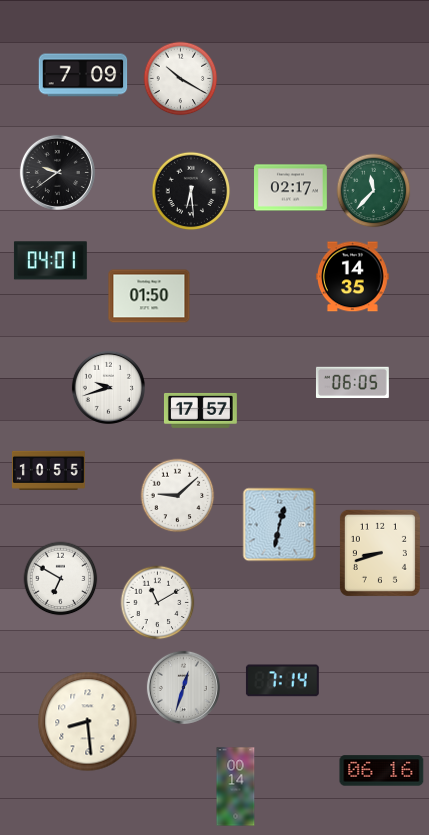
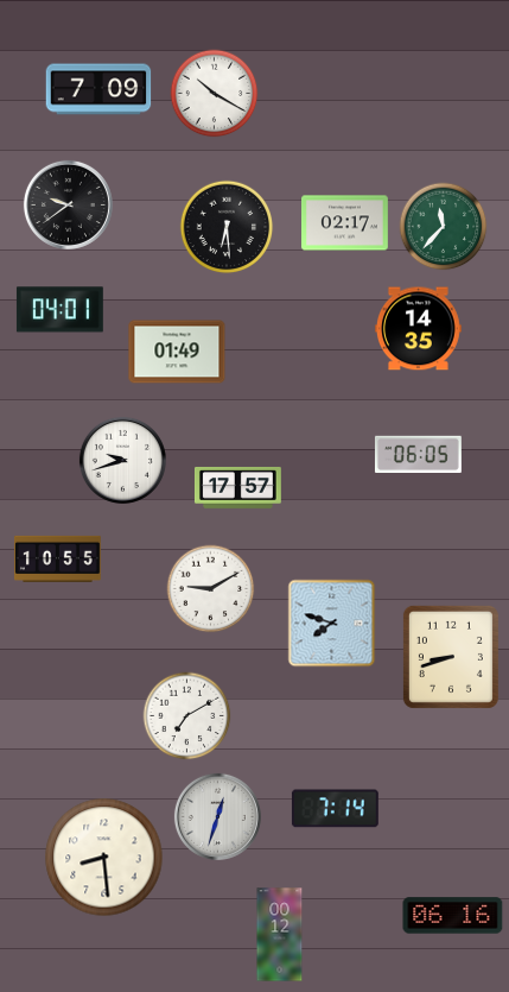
clock at (149, 296): 01:50 -> 01:49
clock at (108, 387) position: (108, 387) -> (122, 460)
clock at (178, 496): 9:08 -> 9:10
clock at (280, 525): 12:32 -> 7:48
clock at (61, 579): 6:50 -> none
clock at (158, 603): 11:10 -> 7:10
clock at (236, 787): 00:14 -> 00:12
